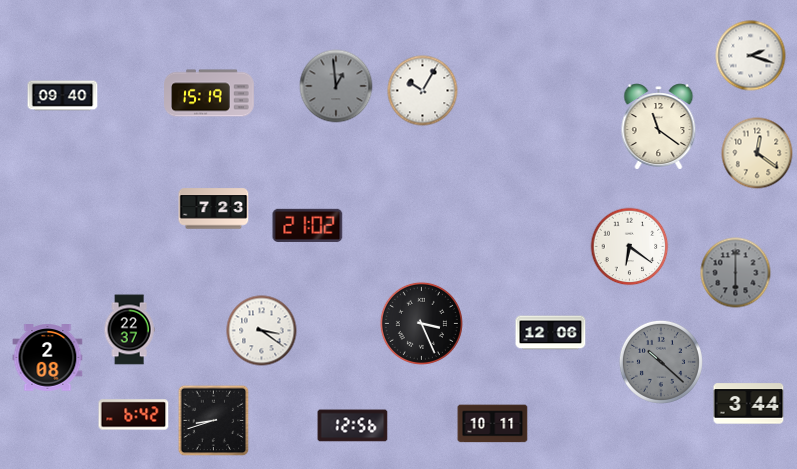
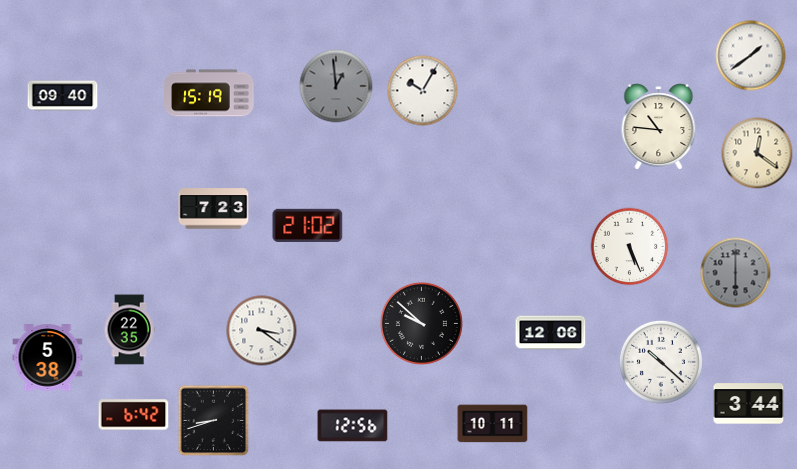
clock at (751, 56): 2:18 -> 1:39
clock at (659, 127): 11:21 -> 10:46
clock at (630, 247): 6:21 -> 5:26
clock at (421, 323): 3:26 -> 9:52
clock at (129, 330): 22:37 -> 22:35
clock at (48, 358): 2:08 -> 5:38
clock at (661, 362) dial: grey -> white
